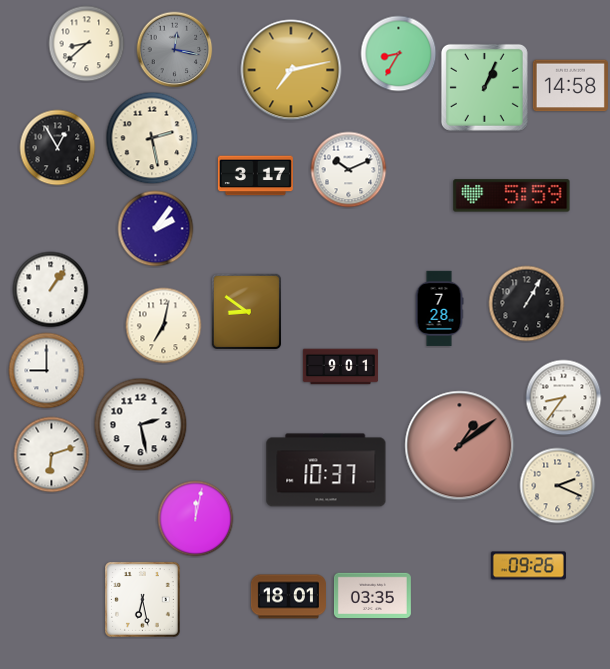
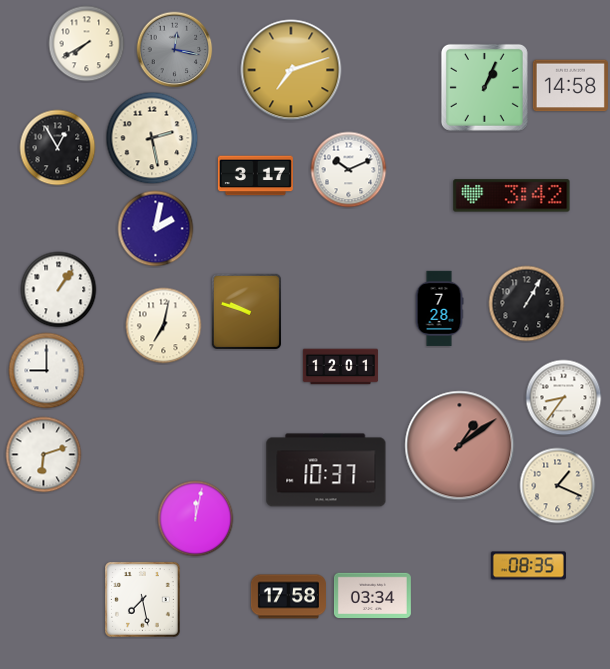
clock at (87, 44): 8:38 -> 7:40
clock at (399, 54): 8:35 -> none
clock at (291, 70): 7:13 -> 7:12
clock at (512, 196): 5:59 -> 3:42
clock at (156, 229): 2:06 -> 2:02
clock at (51, 290) position: (51, 290) -> (59, 290)
clock at (246, 311): 8:51 -> 9:48
clock at (340, 367): 9:01 -> 12:01
clock at (141, 425): 2:28 -> none
clock at (52, 455) position: (52, 455) -> (44, 455)
clock at (558, 486): 2:19 -> 1:19
clock at (528, 566): 09:26 -> 08:35
clock at (372, 596): 03:35 -> 03:34
clock at (288, 597): 18:01 -> 17:58
clock at (143, 600): 6:28 -> 7:28
